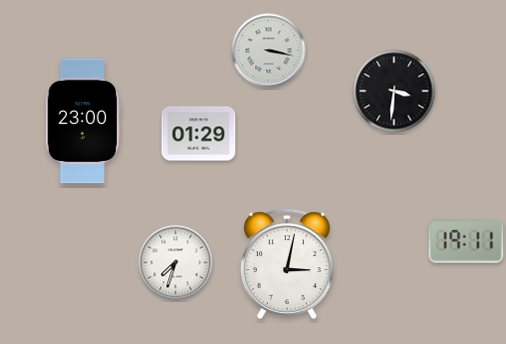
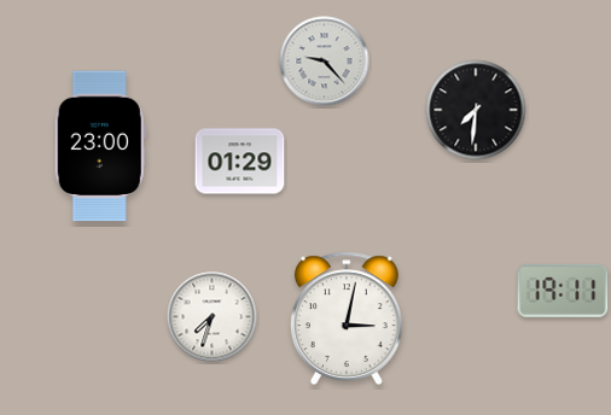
clock at (269, 51): 3:17 -> 9:23
clock at (394, 91): 3:31 -> 7:31
